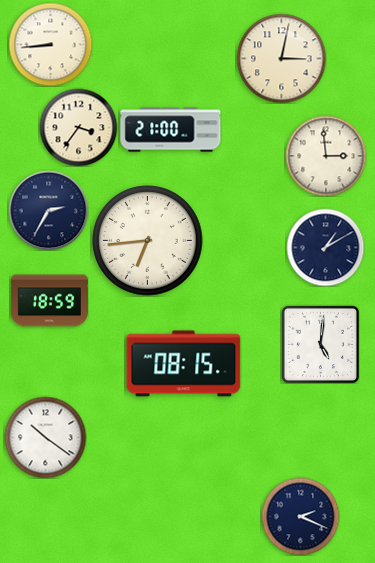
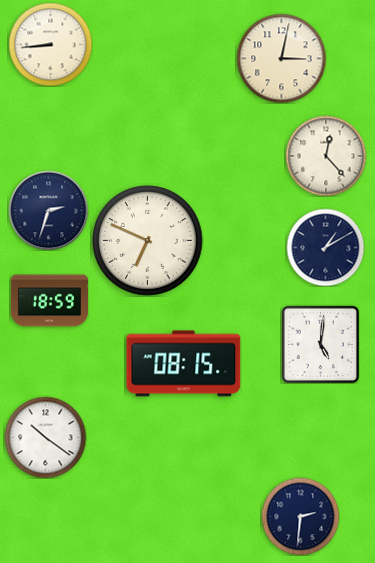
clock at (78, 127): 3:36 -> none
clock at (171, 130): 21:00 -> none
clock at (326, 156): 2:59 -> 12:23
clock at (48, 210): 2:35 -> 2:33
clock at (148, 241): 6:44 -> 6:49
clock at (300, 516): 2:19 -> 2:31
